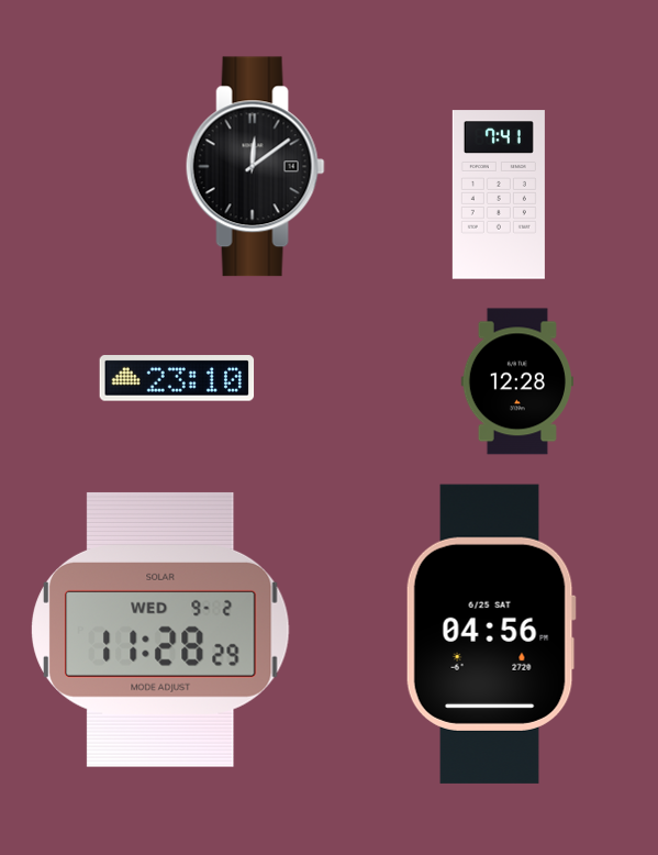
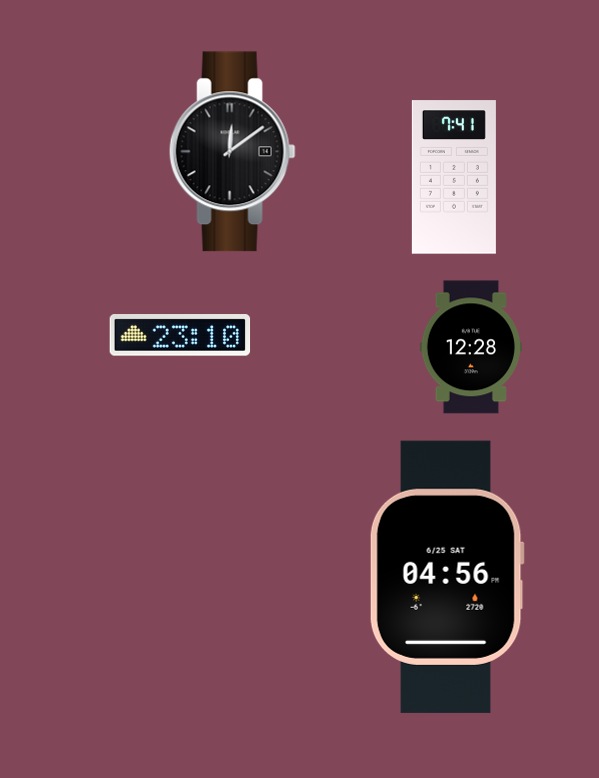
clock at (177, 378) position: (177, 378) -> (180, 335)
clock at (160, 630): 11:28 -> none
